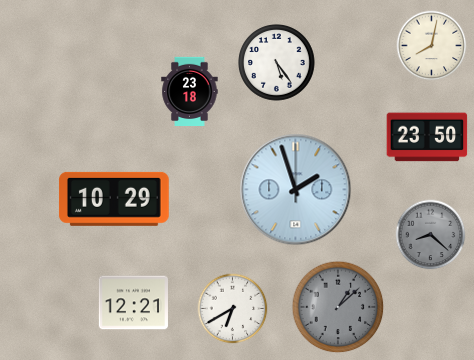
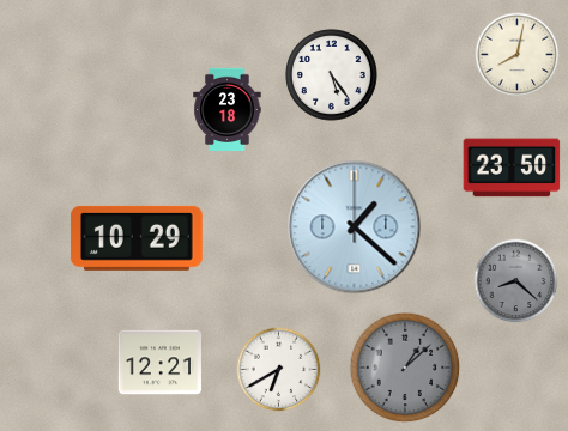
clock at (427, 137) position: (427, 137) -> (512, 168)
clock at (296, 190): 1:57 -> 1:22
